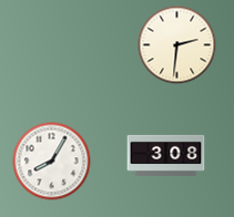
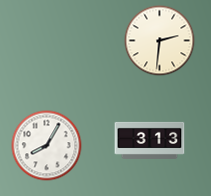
clock at (166, 155): 3:08 -> 3:13
